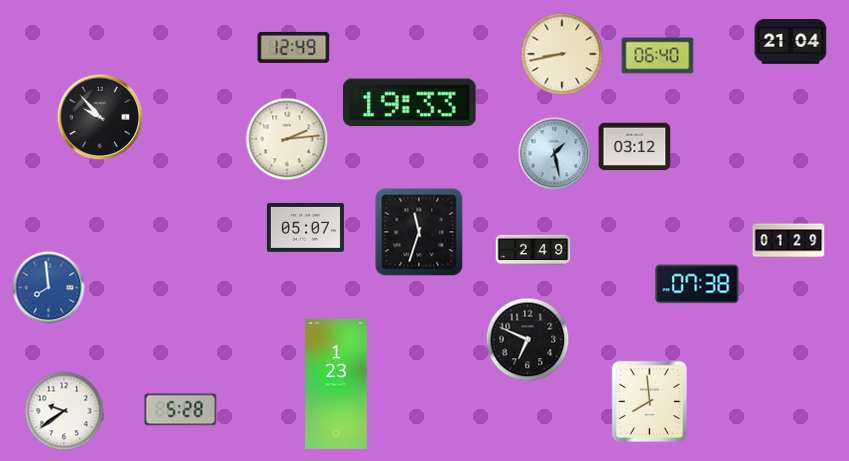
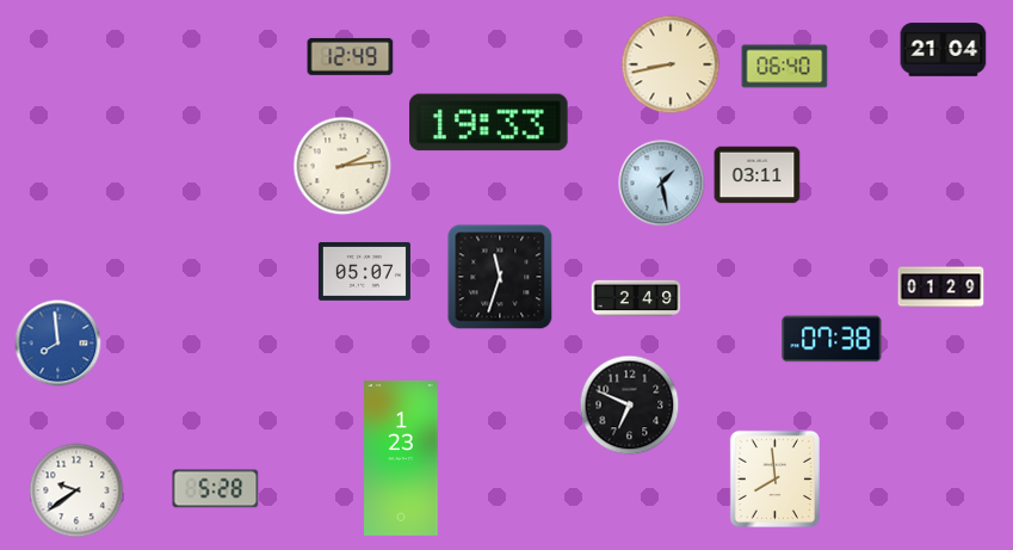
clock at (100, 117): 9:53 -> none
clock at (635, 147): 03:12 -> 03:11
